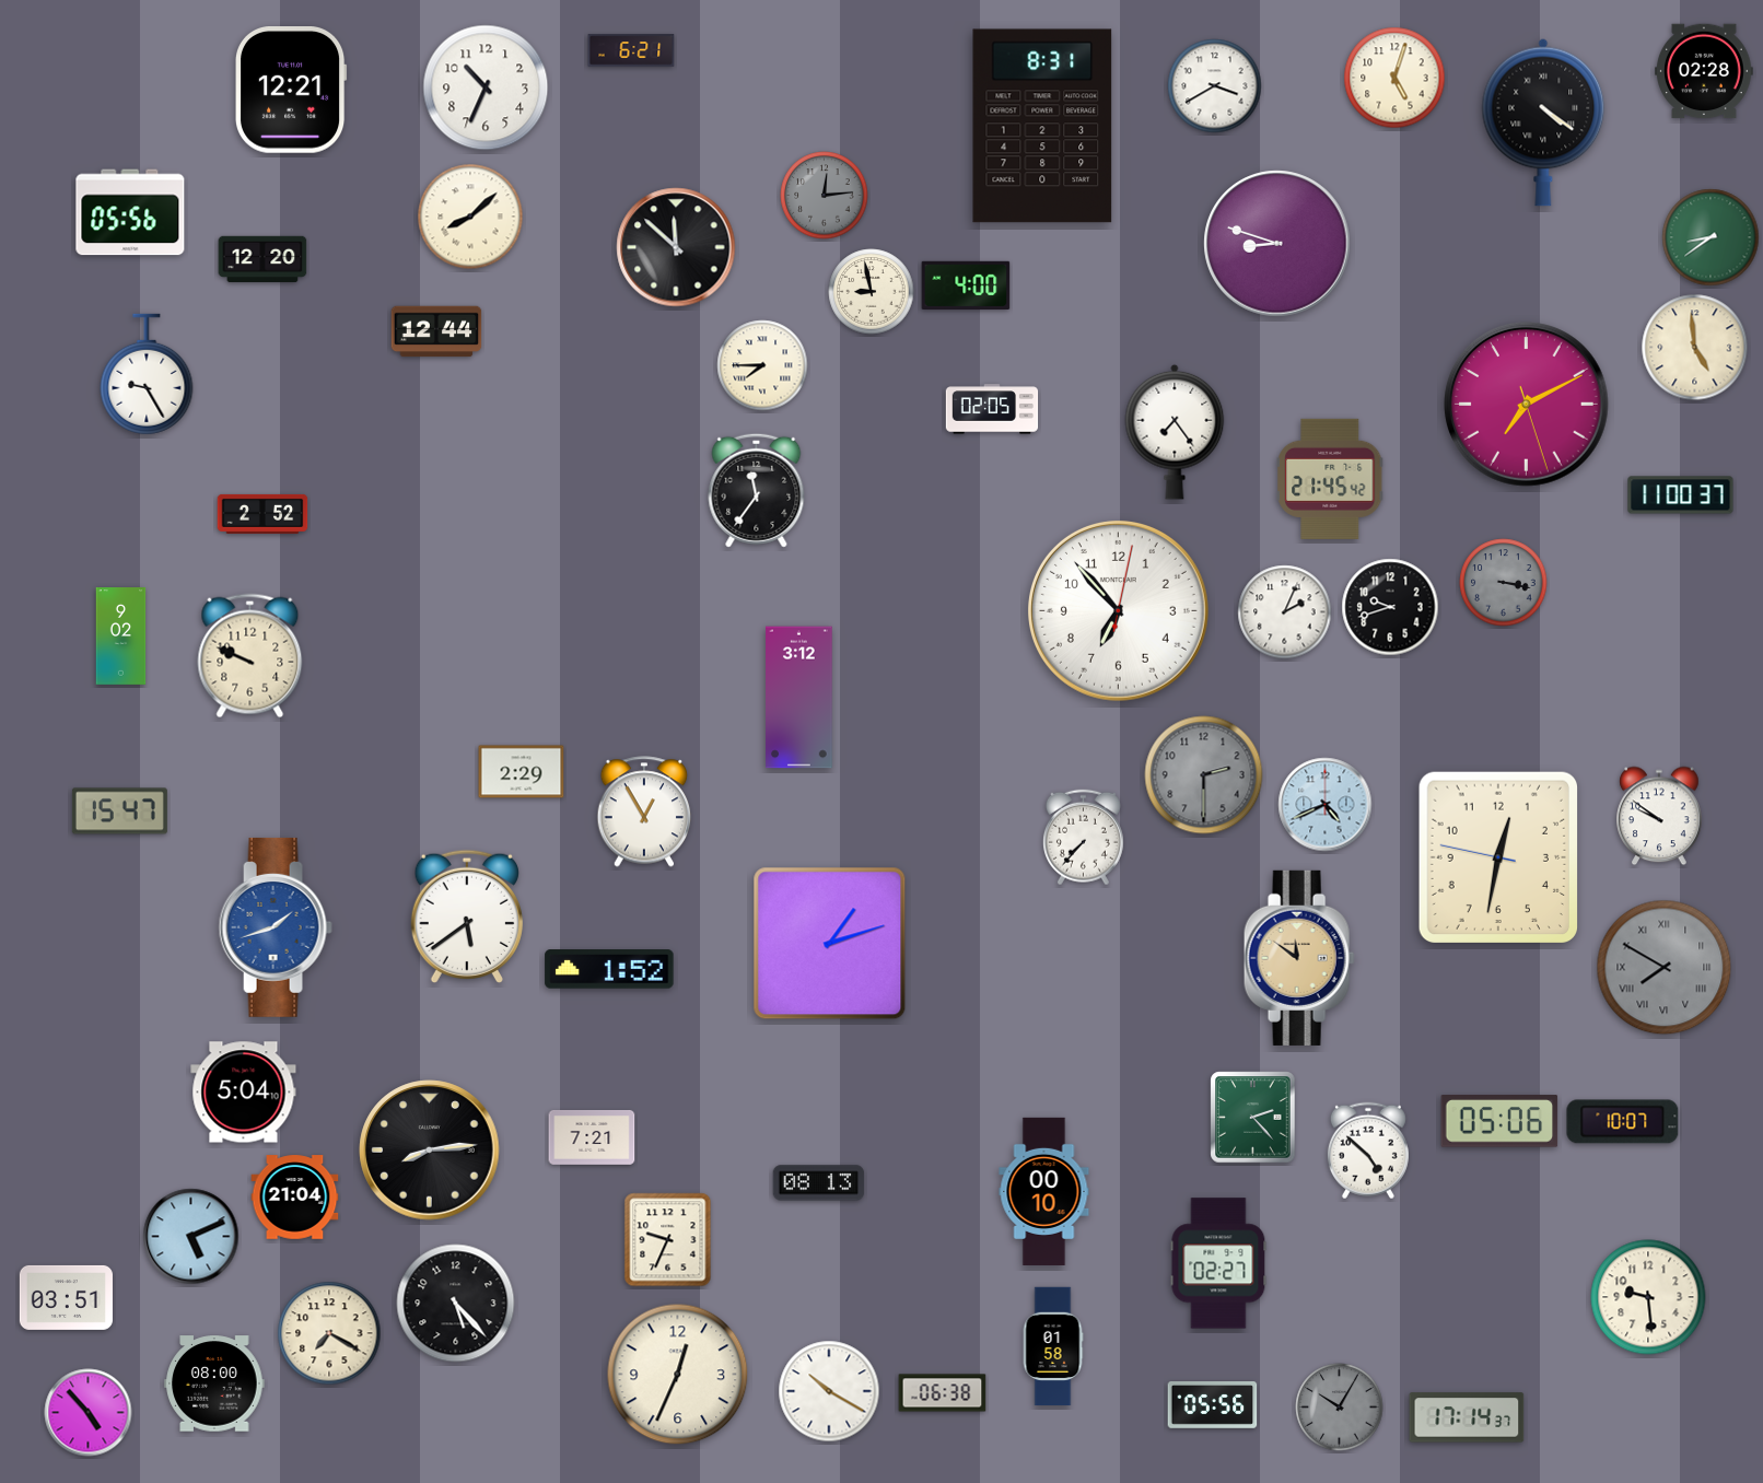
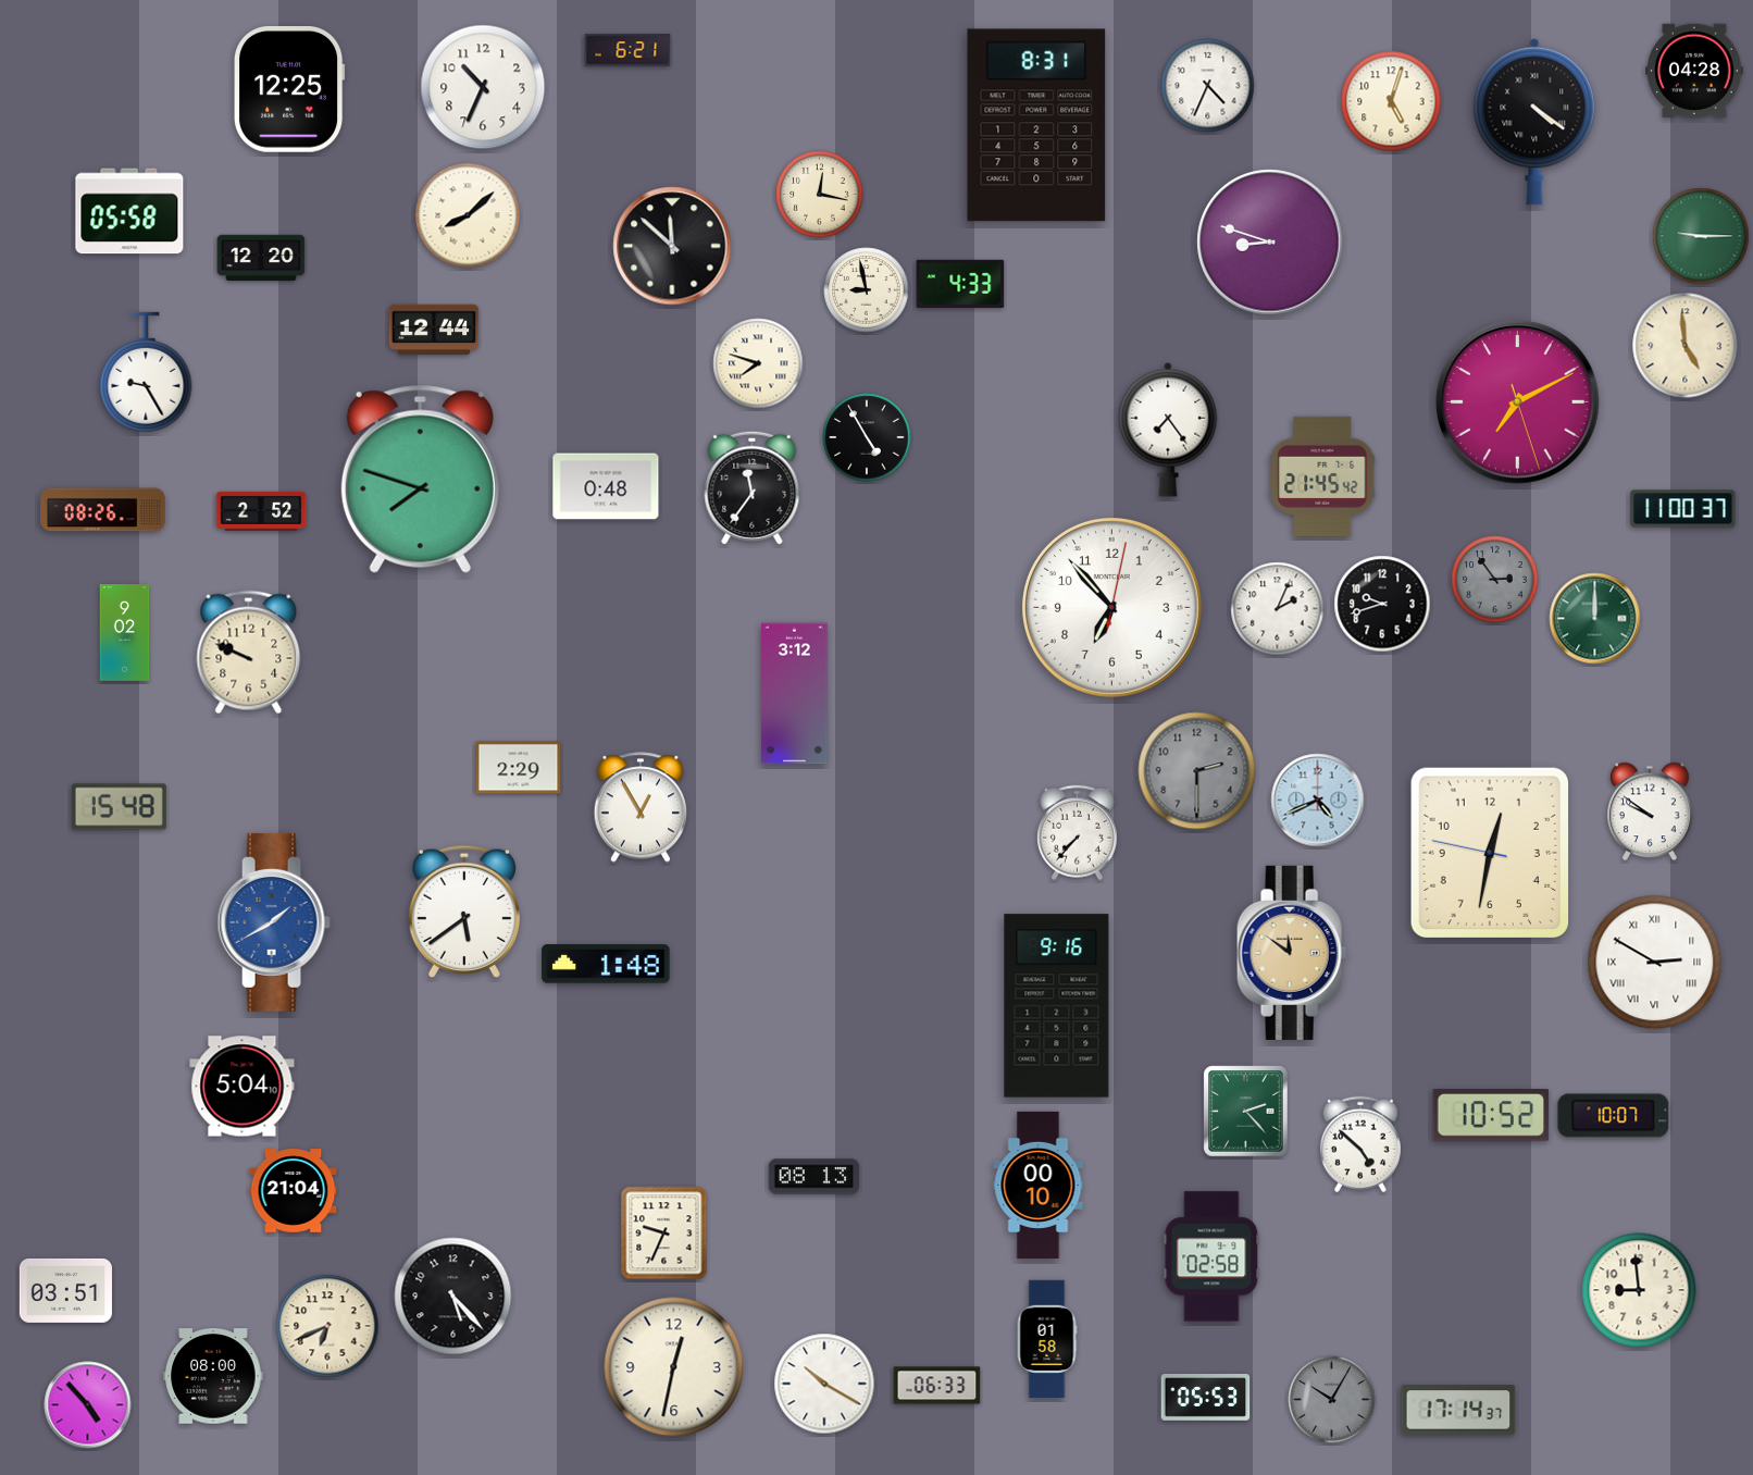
clock at (1705, 71): 02:28 -> 04:28
clock at (1394, 78) position: (1394, 78) -> (1391, 101)
clock at (1215, 86): 3:40 -> 4:34
clock at (292, 91): 12:21 -> 12:25
clock at (825, 196): 12:14 -> 12:17
clock at (825, 196) dial: grey -> cream
clock at (130, 212): 05:56 -> 05:58
clock at (1711, 237): 8:39 -> 9:15
clock at (966, 284): 4:00 -> 4:33
clock at (762, 365): 7:45 -> 7:48
clock at (992, 409): 02:05 -> none
clock at (867, 437): none -> 4:55
clock at (420, 479): none -> 7:48
clock at (606, 486): none -> 0:48
clock at (1681, 495) position: (1681, 495) -> (1683, 509)
clock at (103, 510): none -> 08:26
clock at (1504, 583): 3:17 -> 2:54
clock at (1595, 619): none -> 12:00
clock at (121, 637) position: (121, 637) -> (125, 633)
clock at (119, 811): 15:47 -> 15:48
clock at (276, 927): 1:42 -> 1:40
clock at (830, 944): 1:12 -> none
clock at (1665, 968): 7:50 -> 2:50
clock at (1665, 968) dial: grey -> white
clock at (609, 969): 1:52 -> 1:48
clock at (1057, 1006): none -> 9:16
clock at (1499, 1121): 05:06 -> 10:52
clock at (592, 1137): 7:21 -> none
clock at (430, 1151): 8:14 -> none
clock at (191, 1237): 5:11 -> none
clock at (1218, 1263): 02:27 -> 02:58
clock at (1648, 1297): 9:29 -> 8:59
clock at (329, 1333): 7:20 -> 6:41
clock at (678, 1375): 12:34 -> 12:32
clock at (943, 1393): 06:38 -> 06:33
clock at (1213, 1405): 05:56 -> 05:53
